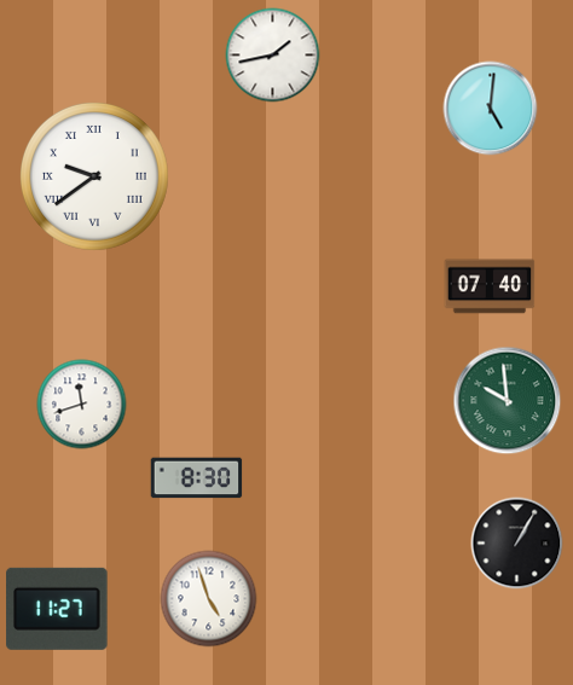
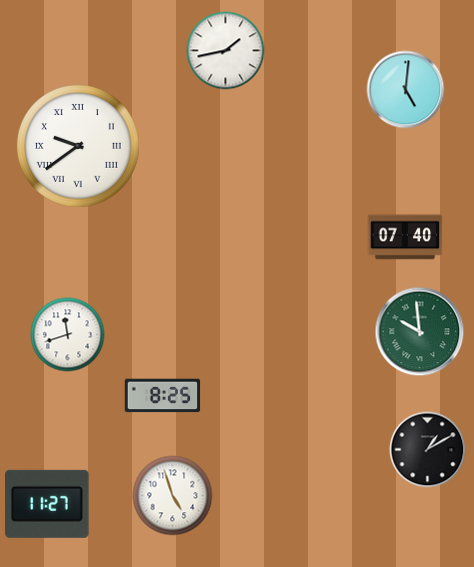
clock at (273, 56) position: (273, 56) -> (226, 51)
clock at (197, 478): 8:30 -> 8:25
clock at (517, 544): 1:05 -> 1:10
